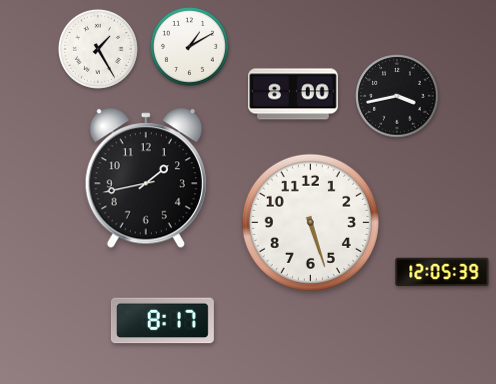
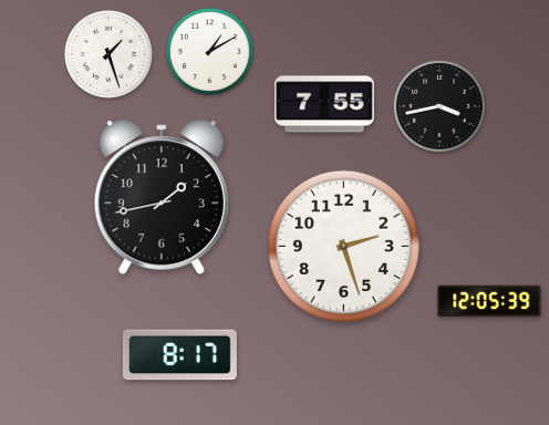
clock at (98, 49): 1:25 -> 1:27
clock at (293, 94): 8:00 -> 7:55
clock at (310, 222): 5:27 -> 2:27
